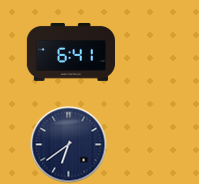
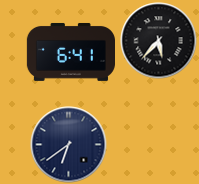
clock at (159, 41): none -> 5:37
